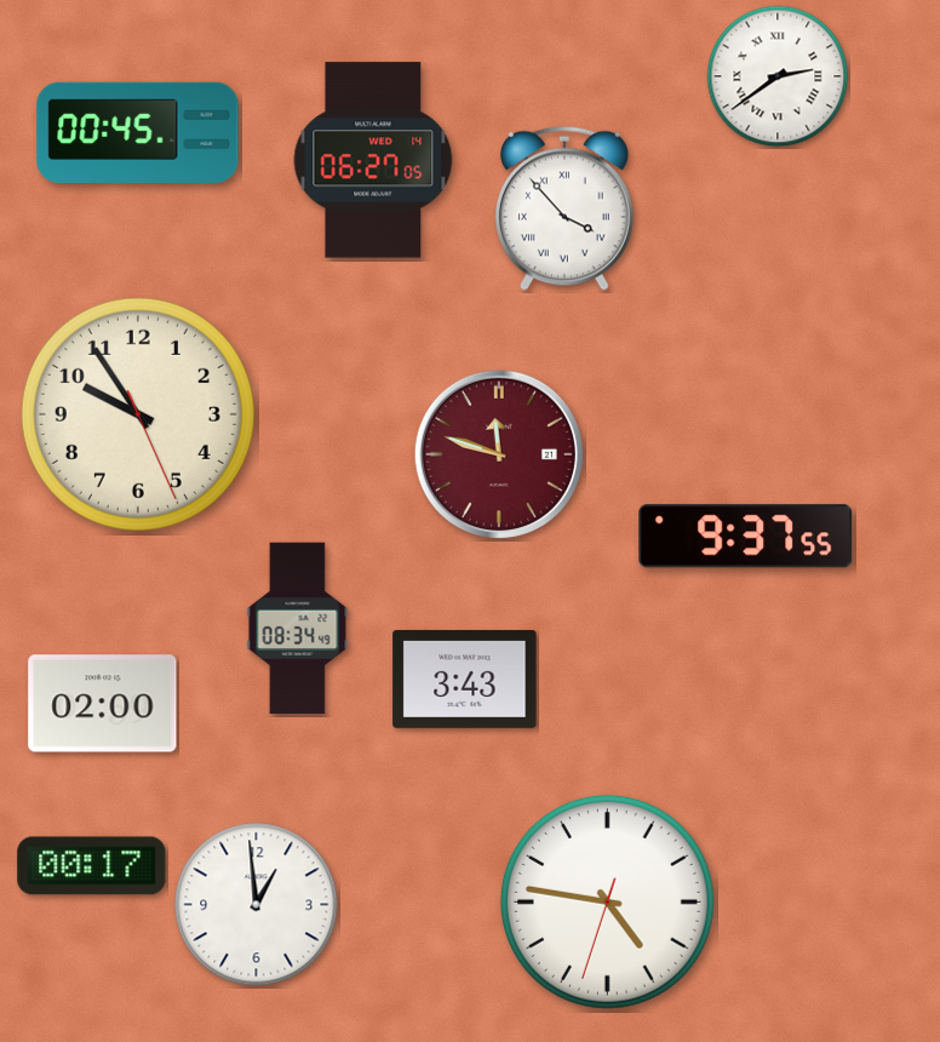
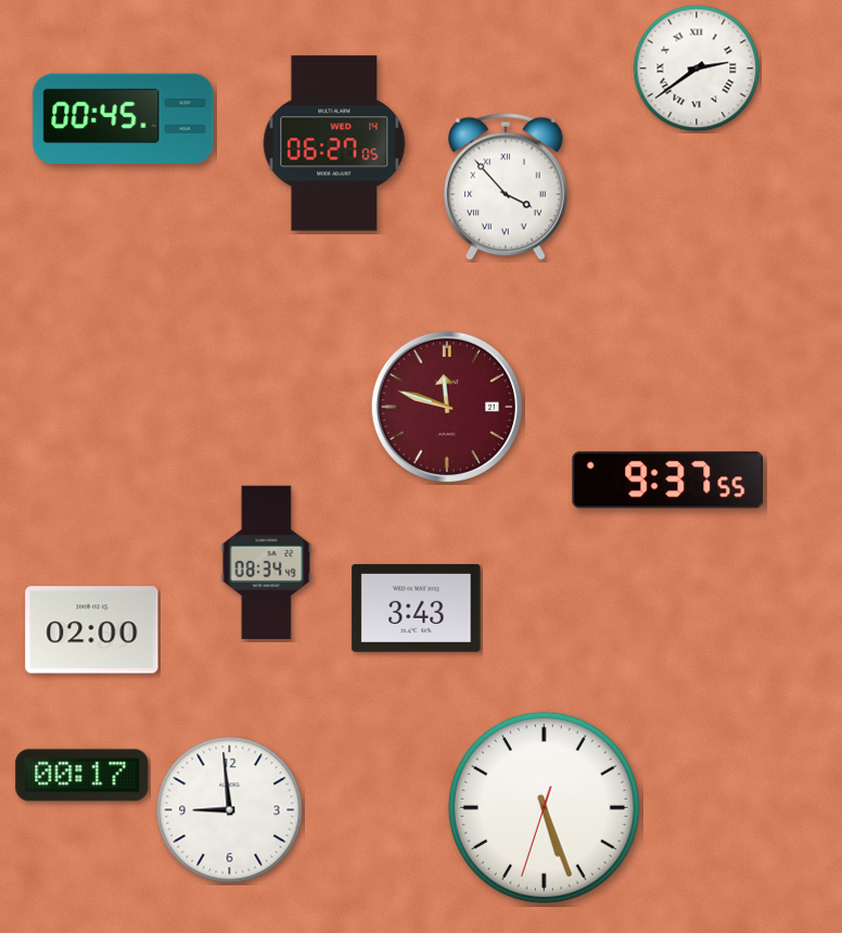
clock at (138, 414): 9:54 -> none
clock at (607, 901): 4:46 -> 5:26
clock at (257, 905): 12:59 -> 8:59
